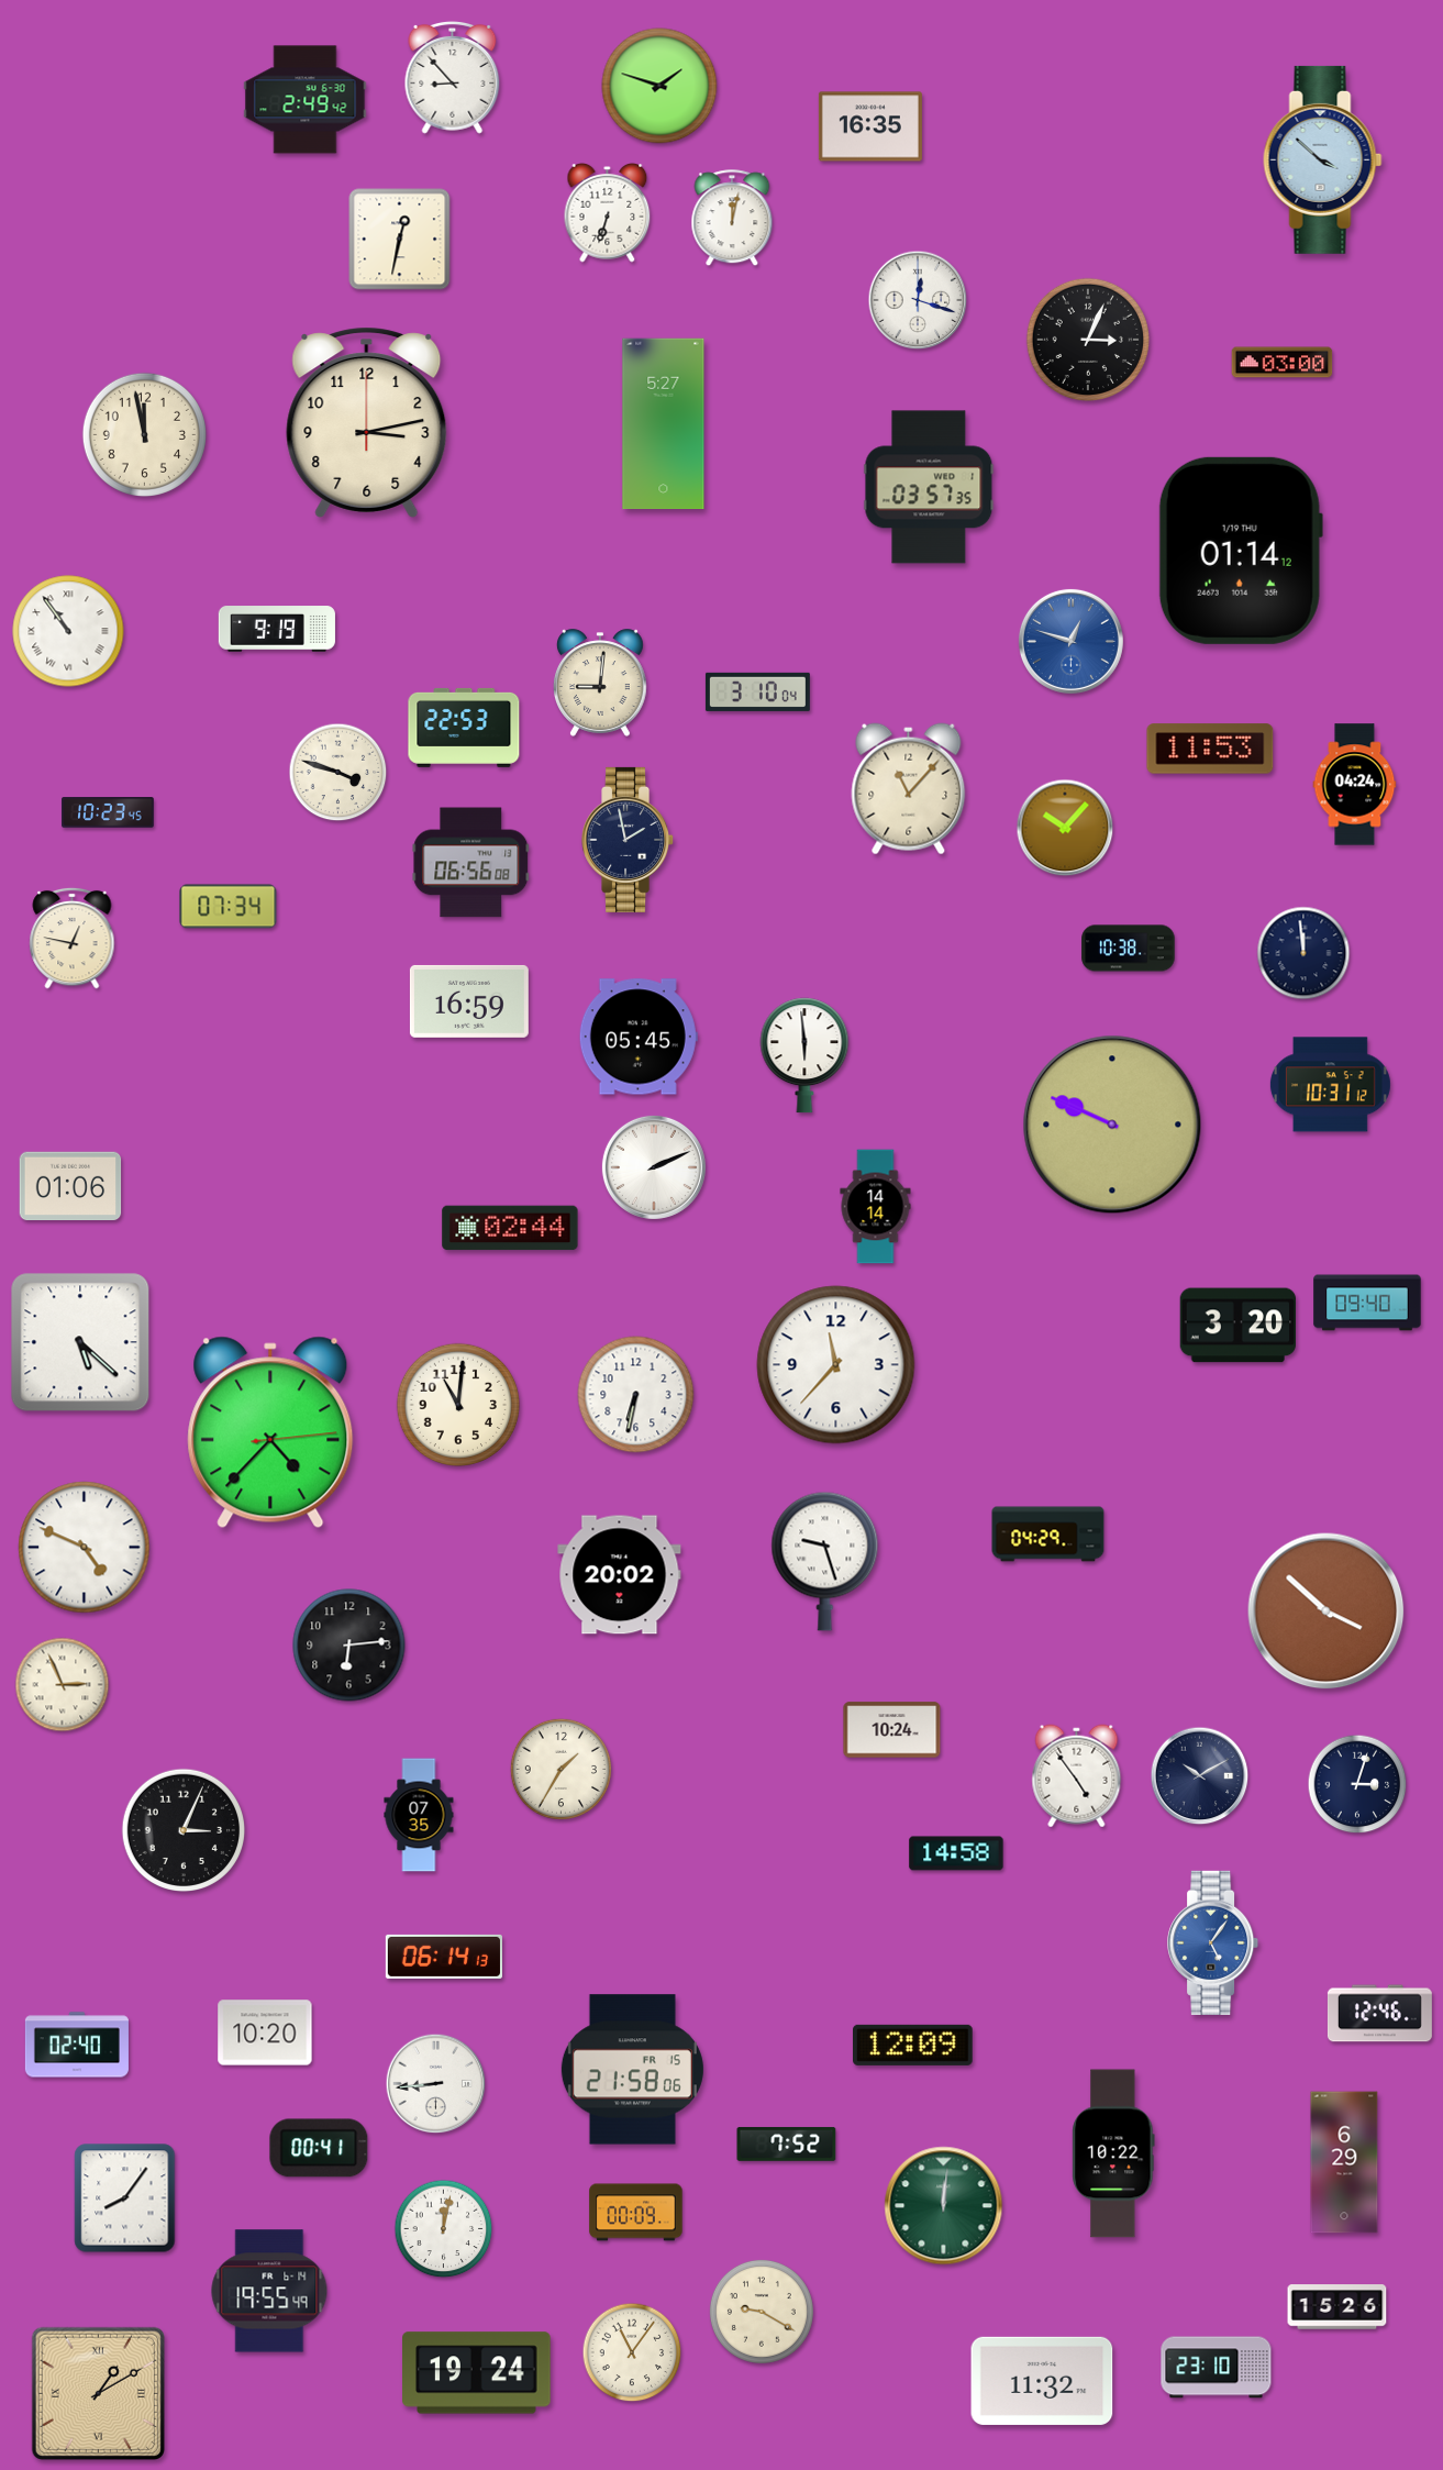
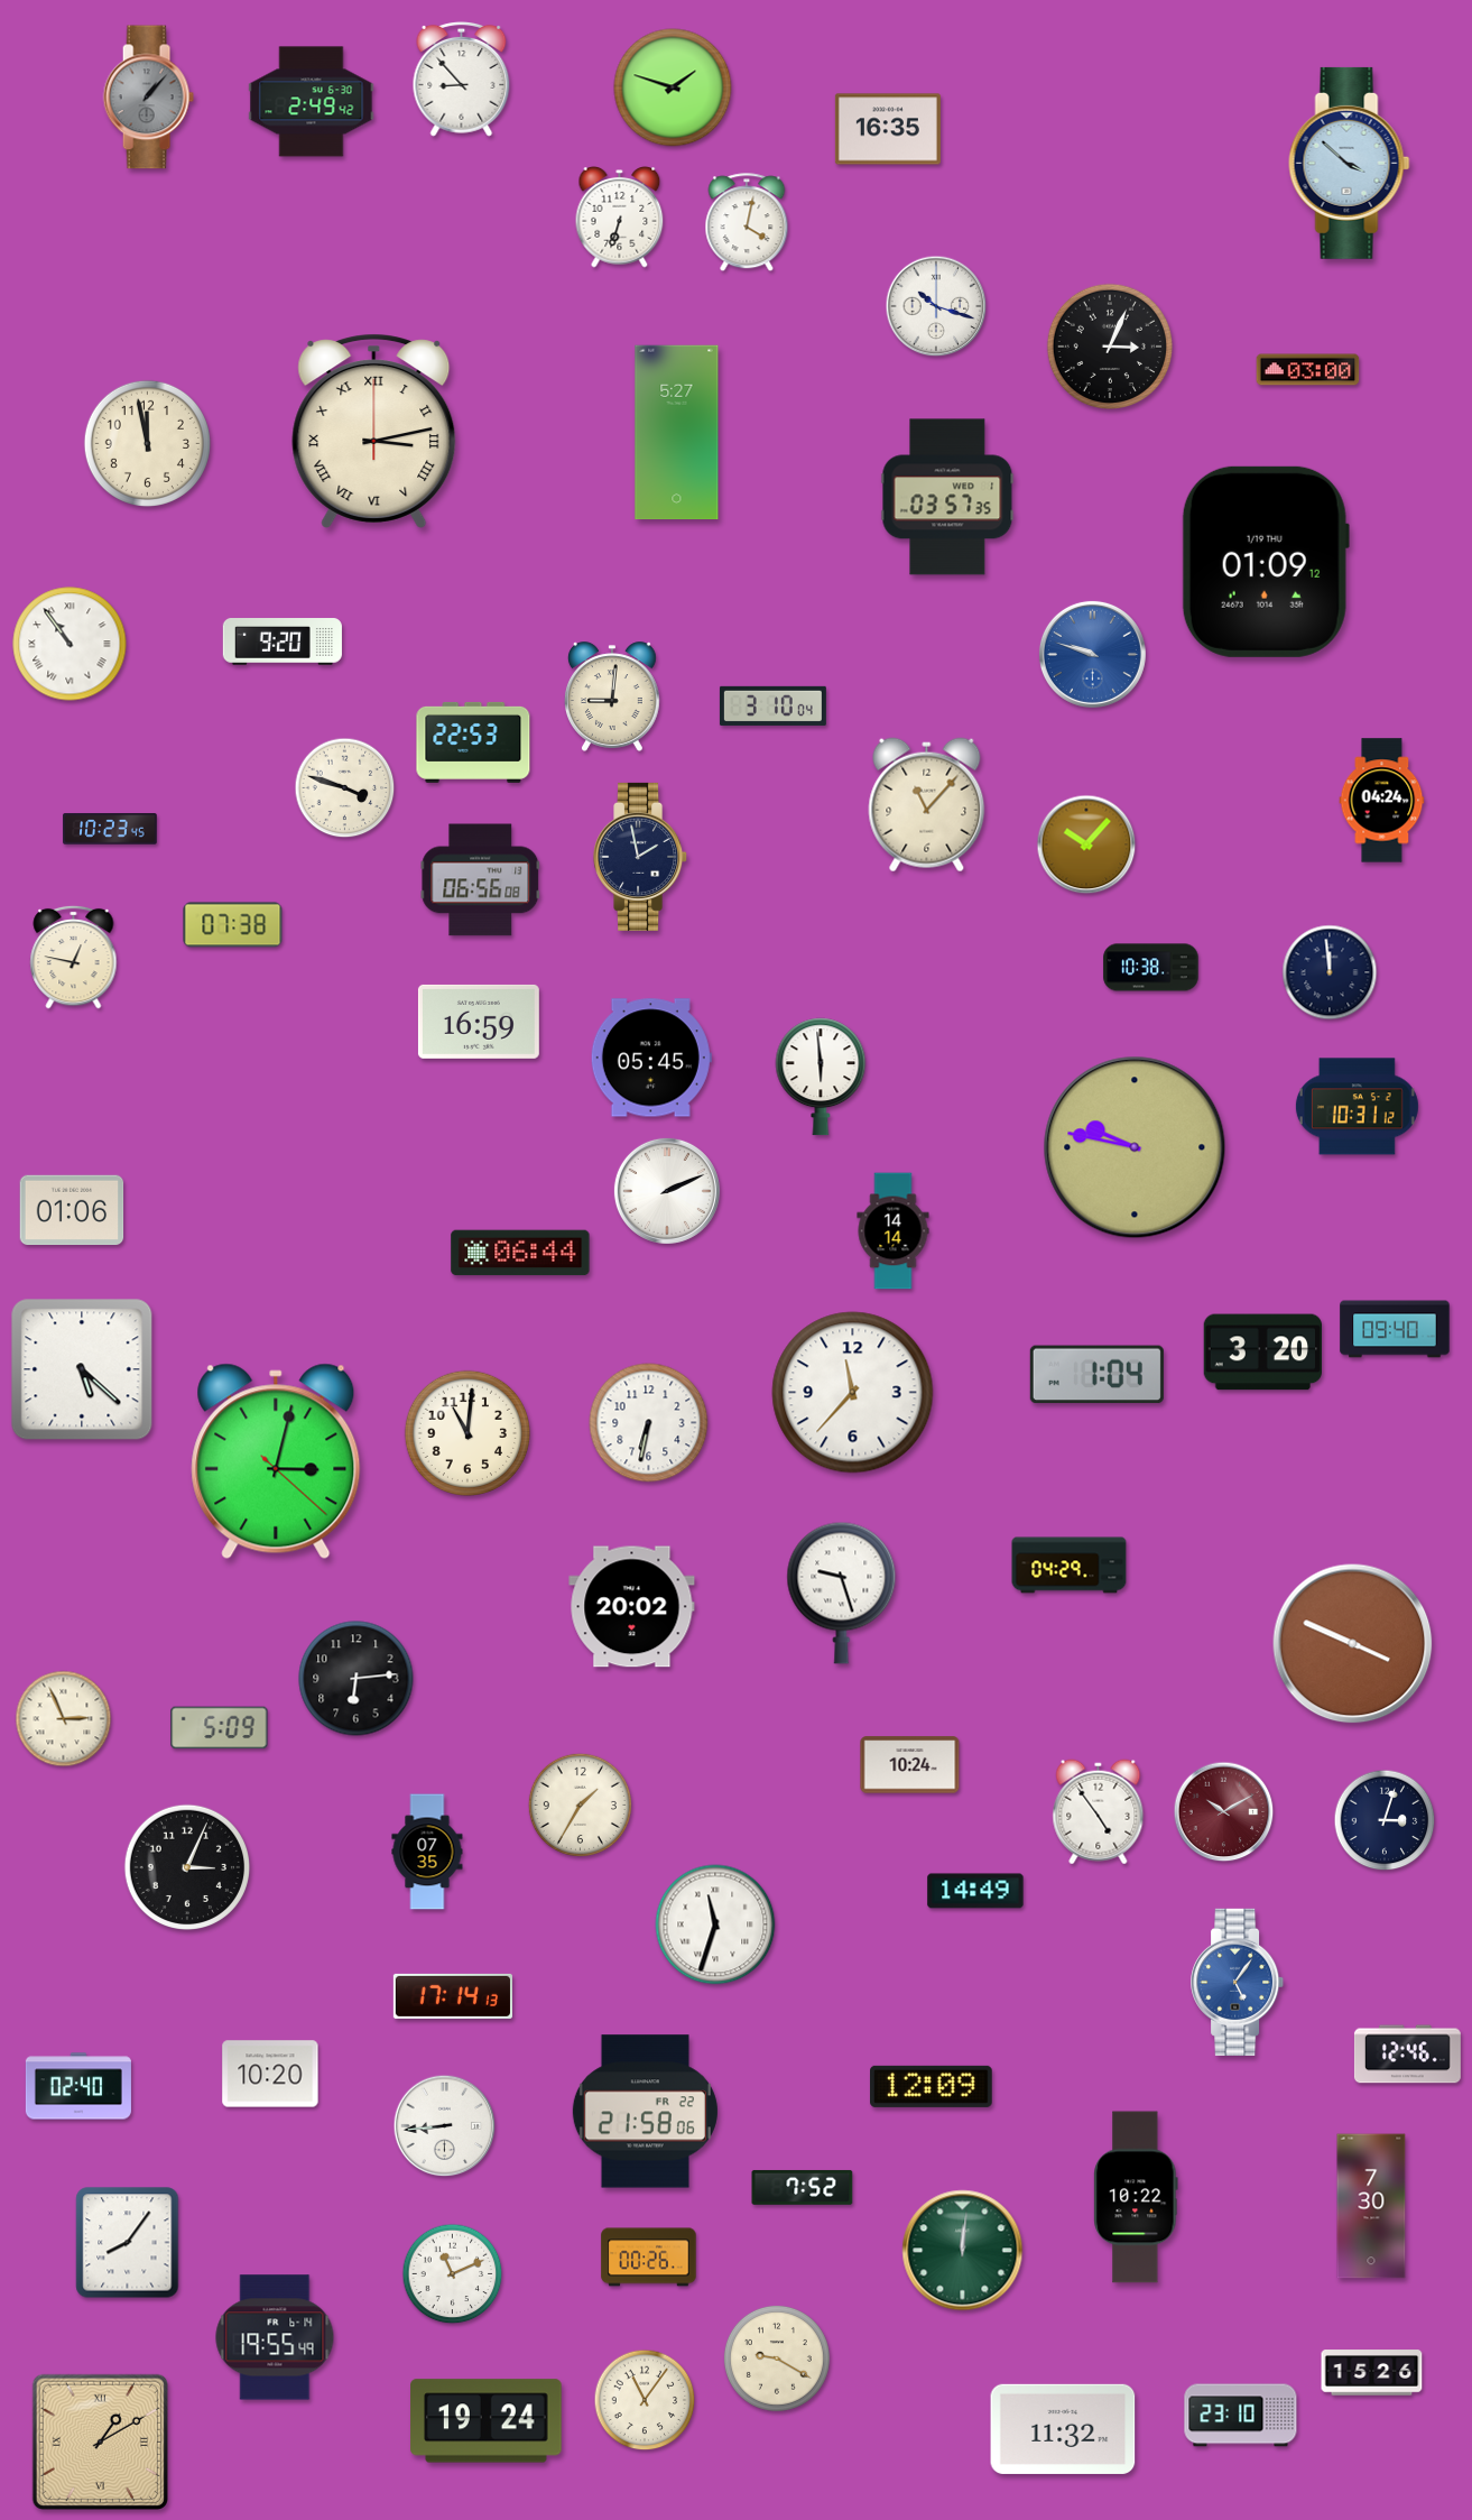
clock at (148, 98): none -> 1:07
clock at (732, 219): 12:02 -> 4:02
clock at (400, 240): 12:32 -> none
clock at (918, 300): 12:18 -> 10:18
clock at (367, 422) numerals: Arabic -> Roman
clock at (1241, 551): 01:14 -> 01:09
clock at (277, 629): 9:19 -> 9:20
clock at (1070, 641): 12:48 -> 9:48
clock at (1210, 749): 11:53 -> none
clock at (229, 907): 07:34 -> 07:38
clock at (1112, 1125): 9:49 -> 9:47
clock at (510, 1228): 02:44 -> 06:44
clock at (1096, 1375): none -> 1:04
clock at (270, 1432): 4:37 -> 3:02
clock at (85, 1548): 4:49 -> none
clock at (1327, 1611): 3:52 -> 3:49
clock at (220, 1728): none -> 5:09
clock at (560, 1769) position: (560, 1769) -> (580, 1804)
clock at (1200, 1776) dial: navy -> burgundy
clock at (956, 1853): 14:58 -> 14:49
clock at (715, 1924): none -> 11:33
clock at (444, 1957): 06:14 -> 17:14
clock at (632, 2070) date: FR 15 -> FR 22
clock at (319, 2148): 00:41 -> none
clock at (1344, 2162): 6:29 -> 7:30
clock at (636, 2213): 00:09 -> 00:26
clock at (444, 2229): 12:02 -> 11:11
clock at (1337, 2307) position: (1337, 2307) -> (1372, 2373)
